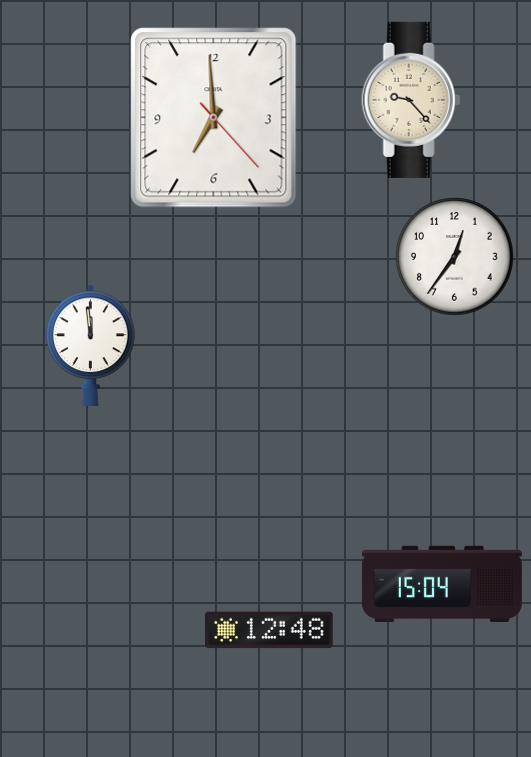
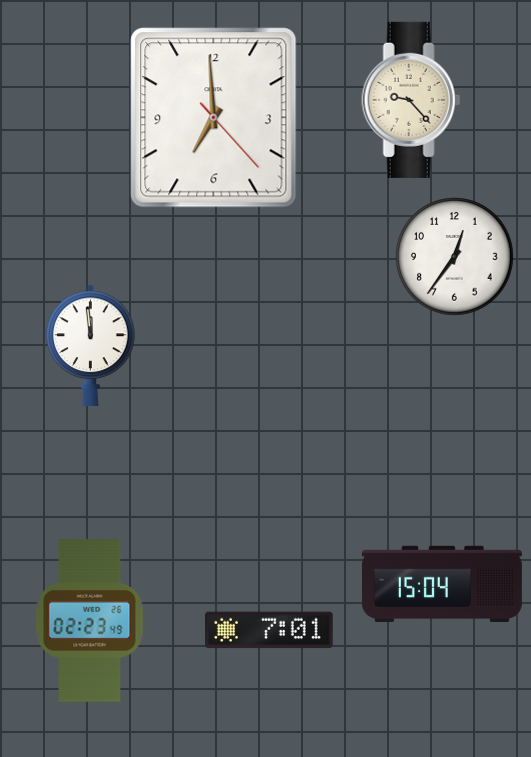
clock at (90, 621): none -> 02:23
clock at (270, 630): 12:48 -> 7:01
